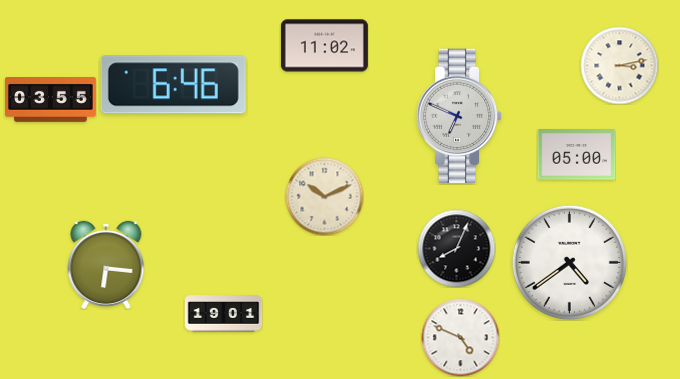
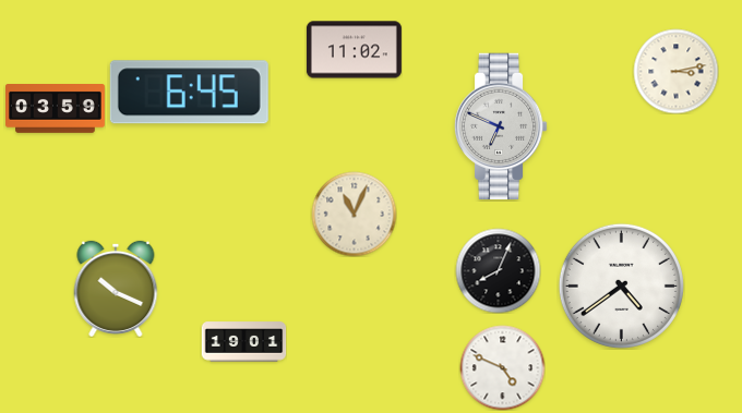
clock at (173, 85): 6:46 -> 6:45
clock at (51, 100): 03:55 -> 03:59
clock at (576, 155): 05:00 -> none
clock at (324, 196): 10:11 -> 11:04
clock at (106, 265): 6:16 -> 10:19
